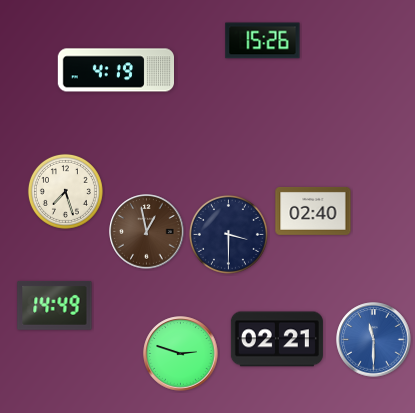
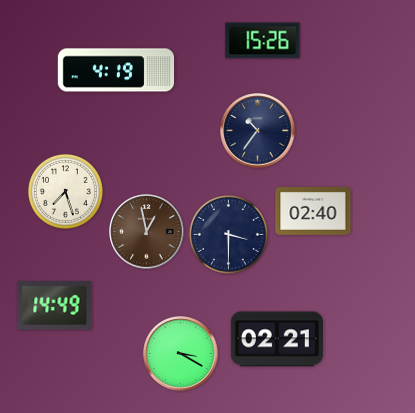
clock at (258, 131): none -> 10:36
clock at (374, 340): 11:30 -> none
clock at (181, 354): 2:48 -> 3:20
